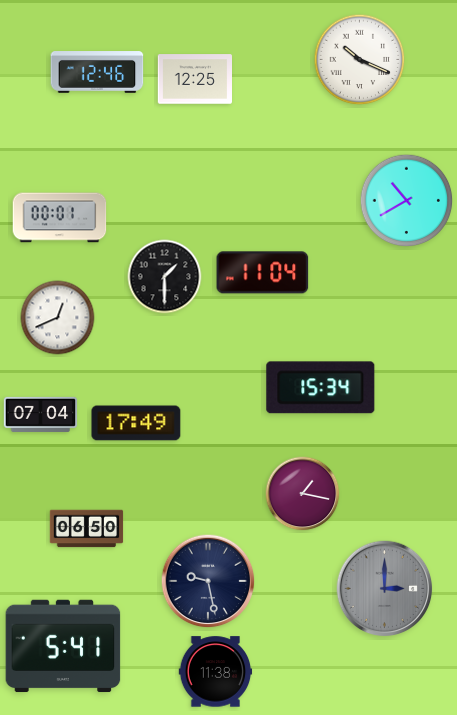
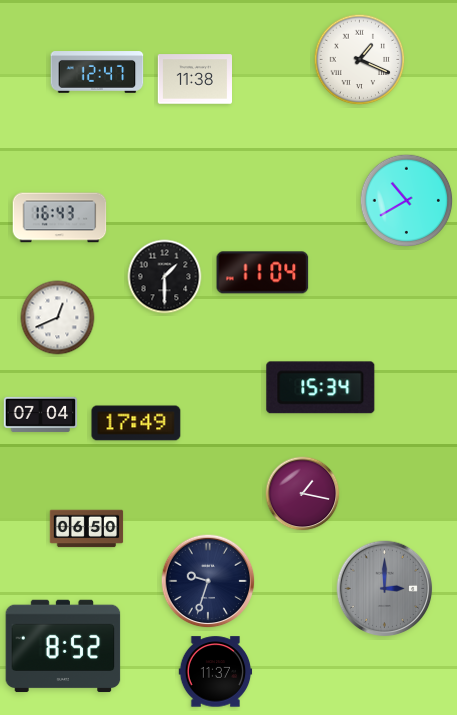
clock at (360, 60): 10:19 -> 1:19
clock at (97, 72): 12:46 -> 12:47
clock at (194, 79): 12:25 -> 11:38
clock at (60, 218): 00:01 -> 16:43
clock at (208, 581): 9:28 -> 9:33
clock at (63, 646): 5:41 -> 8:52
clock at (216, 672): 11:38 -> 11:37
